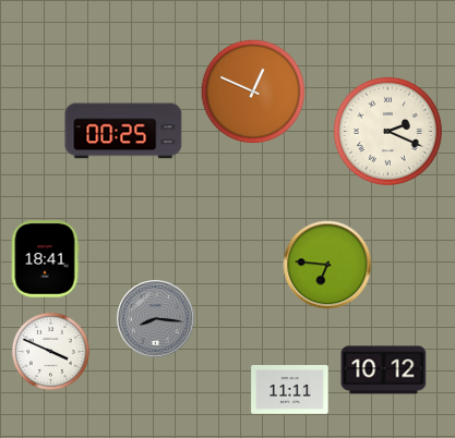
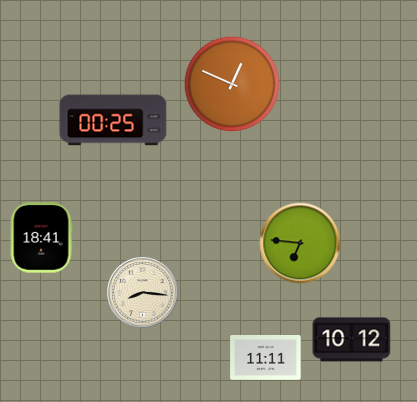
clock at (387, 131): 2:19 -> none
clock at (156, 319) dial: grey -> cream
clock at (50, 351): 3:49 -> none
